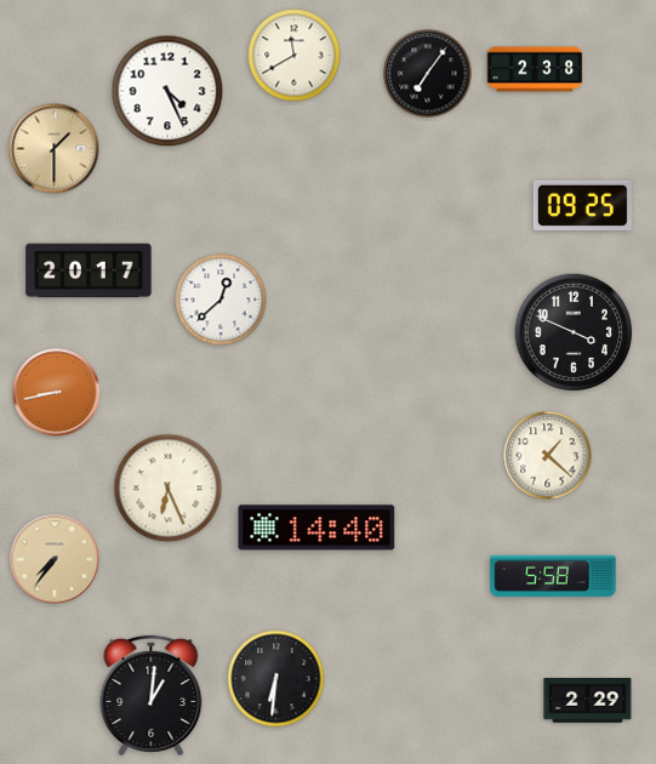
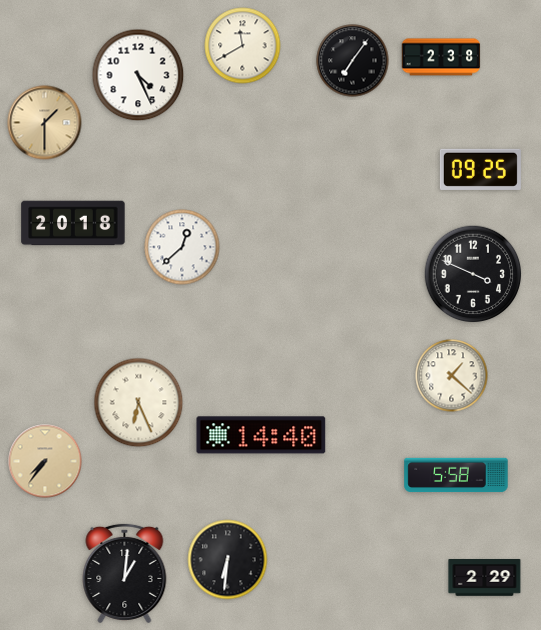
clock at (89, 270): 20:17 -> 20:18
clock at (57, 393): 8:43 -> none
